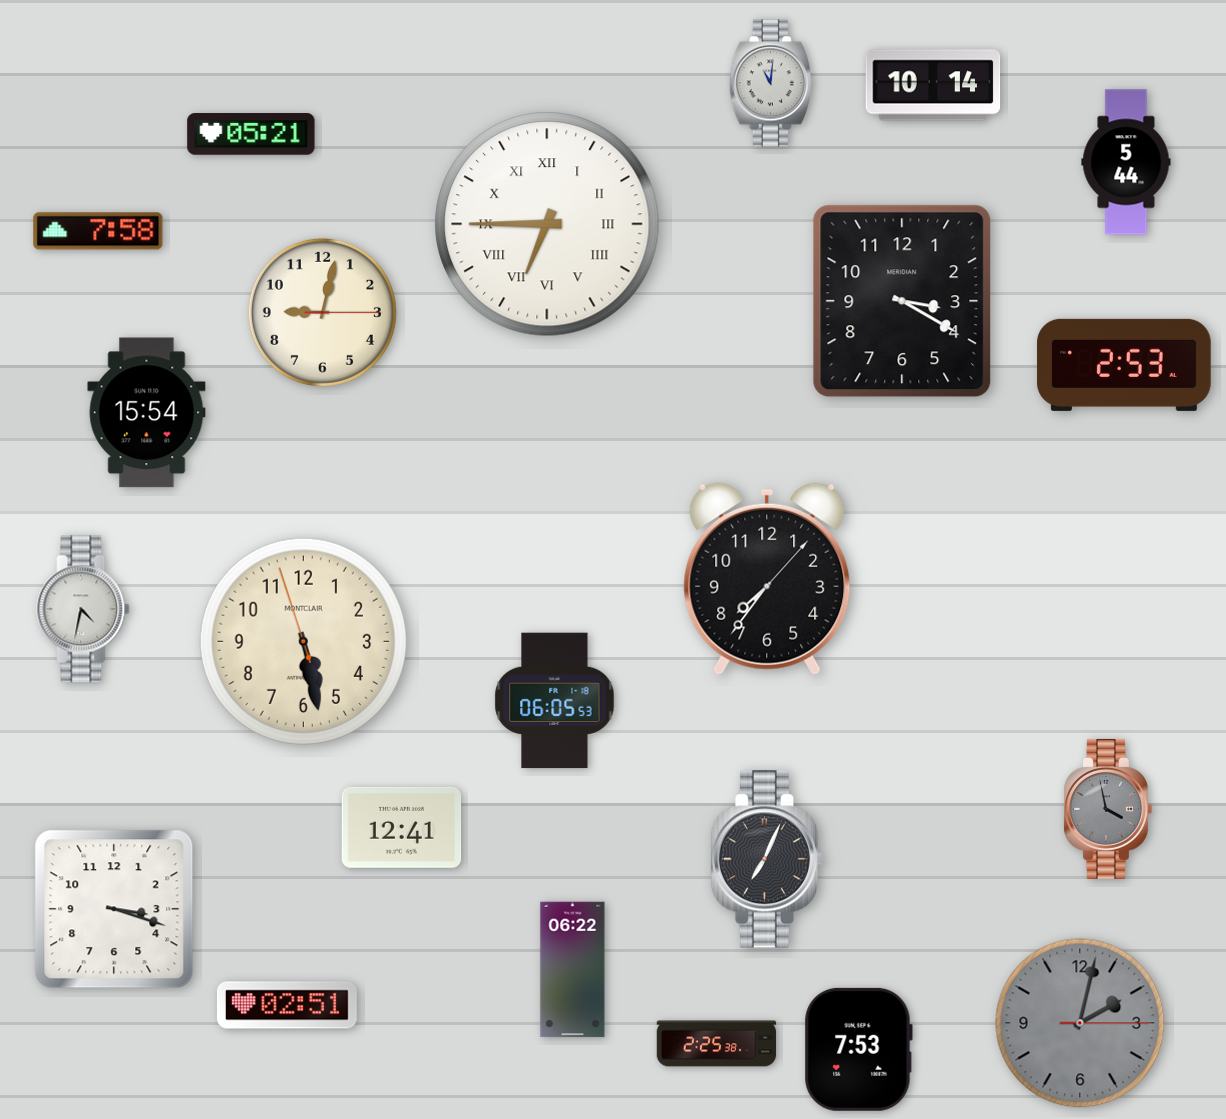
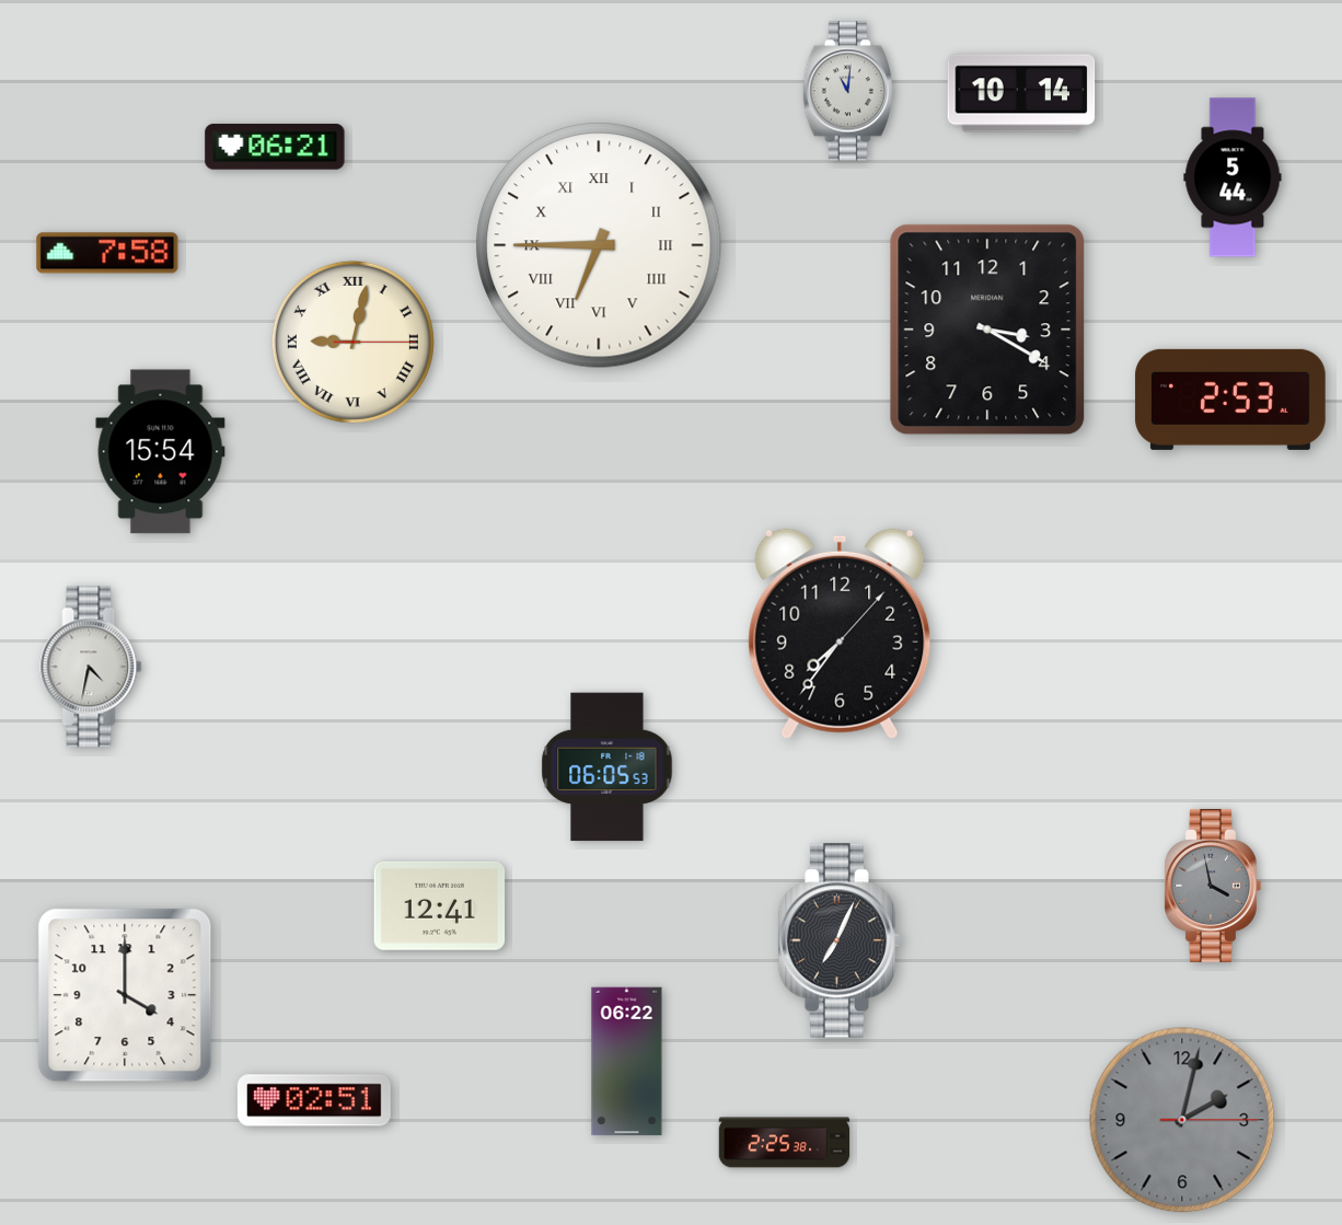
clock at (770, 83) position: (770, 83) -> (847, 91)
clock at (251, 134): 05:21 -> 06:21
clock at (322, 312) numerals: Arabic -> Roman
clock at (303, 641): 5:27 -> none
clock at (114, 909): 3:18 -> 4:00
clock at (858, 1049): 7:53 -> none
